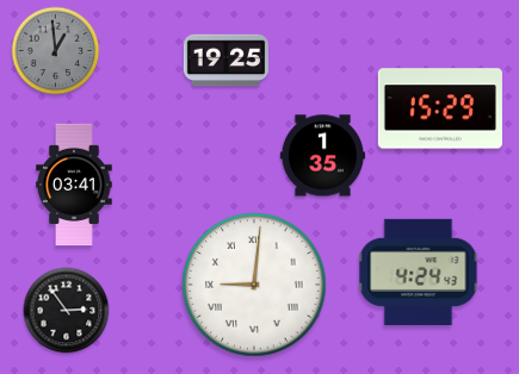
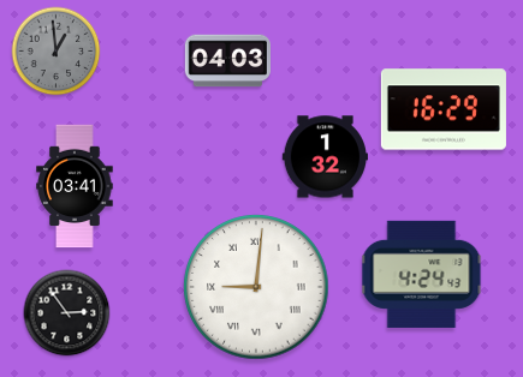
clock at (225, 61): 19:25 -> 04:03
clock at (440, 108): 15:29 -> 16:29
clock at (322, 156): 1:35 -> 1:32
